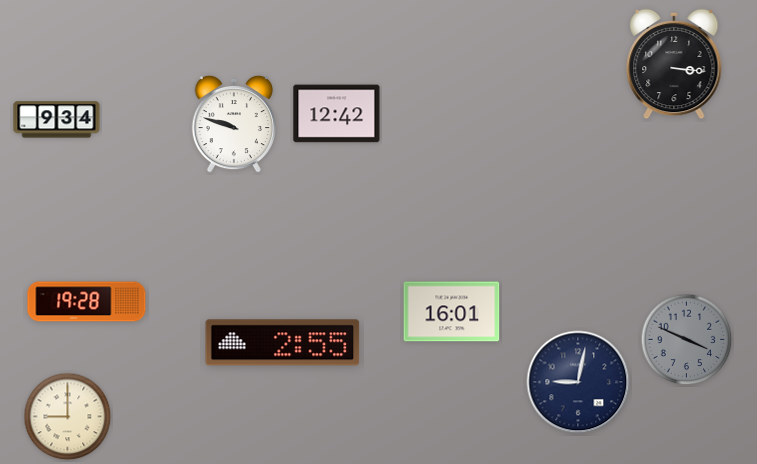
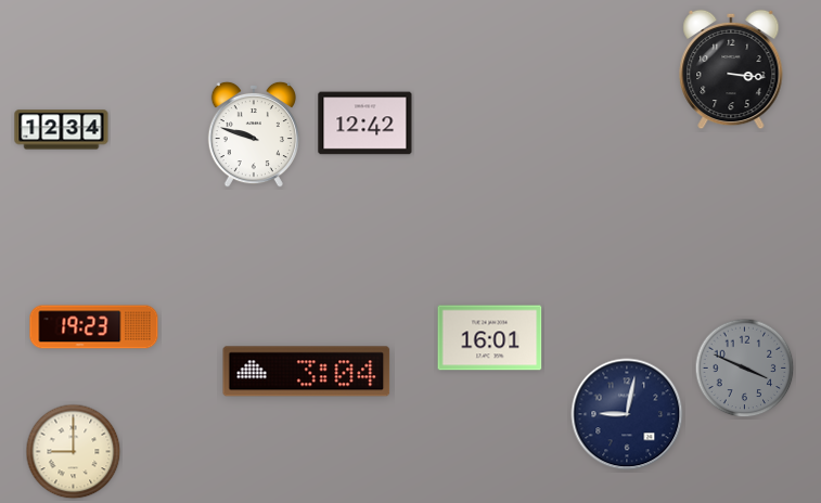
clock at (57, 120): 9:34 -> 12:34
clock at (87, 302): 19:28 -> 19:23
clock at (283, 343): 2:55 -> 3:04
